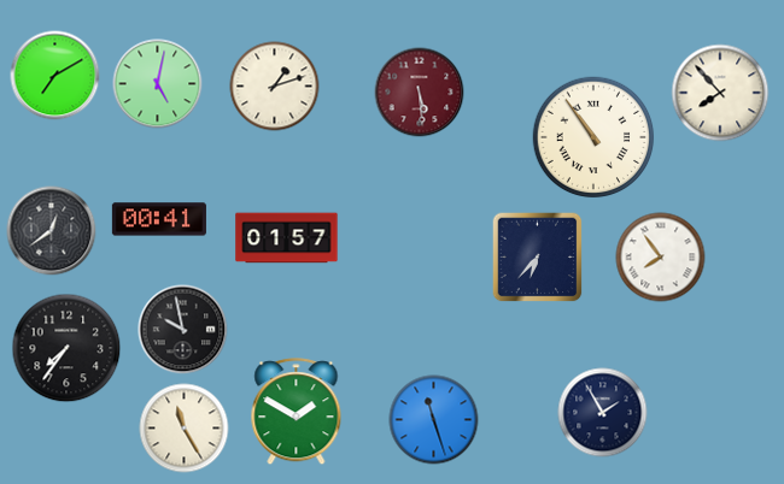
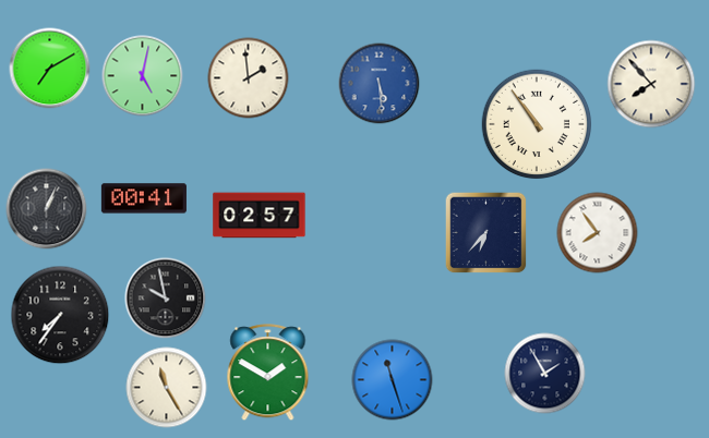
clock at (275, 87): 1:12 -> 1:59
clock at (420, 93) dial: burgundy -> blue
clock at (52, 231): 12:39 -> 1:04
clock at (287, 238): 01:57 -> 02:57
